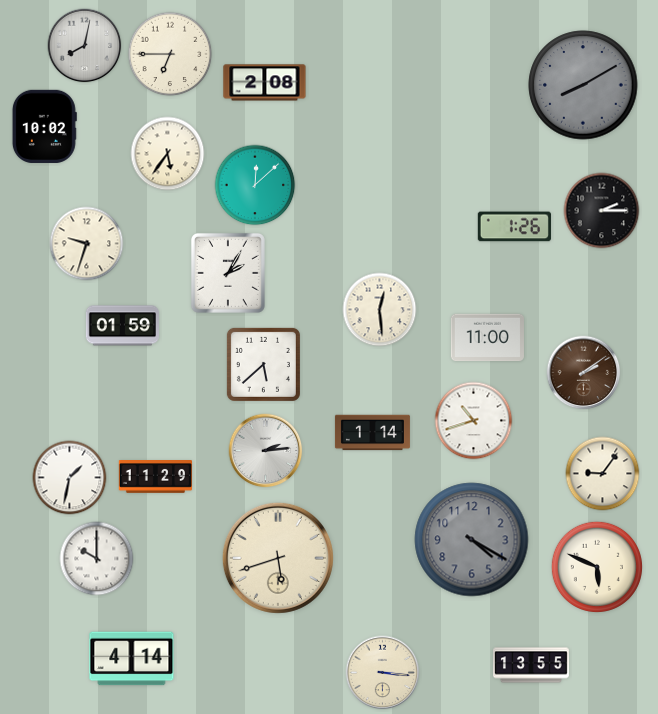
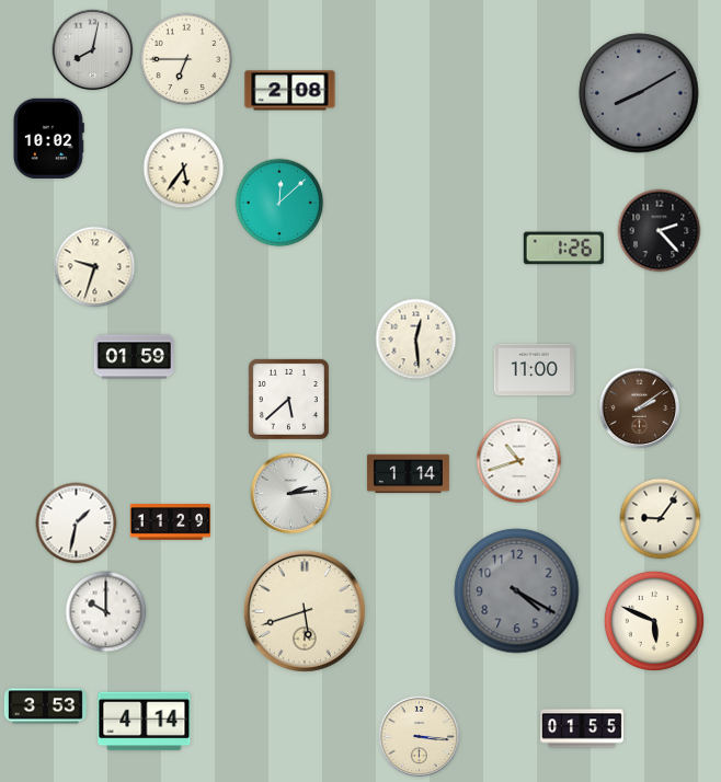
clock at (602, 211): 2:15 -> 2:23
clock at (228, 273): 2:05 -> none
clock at (45, 706): none -> 3:53
clock at (532, 665): 13:55 -> 01:55
